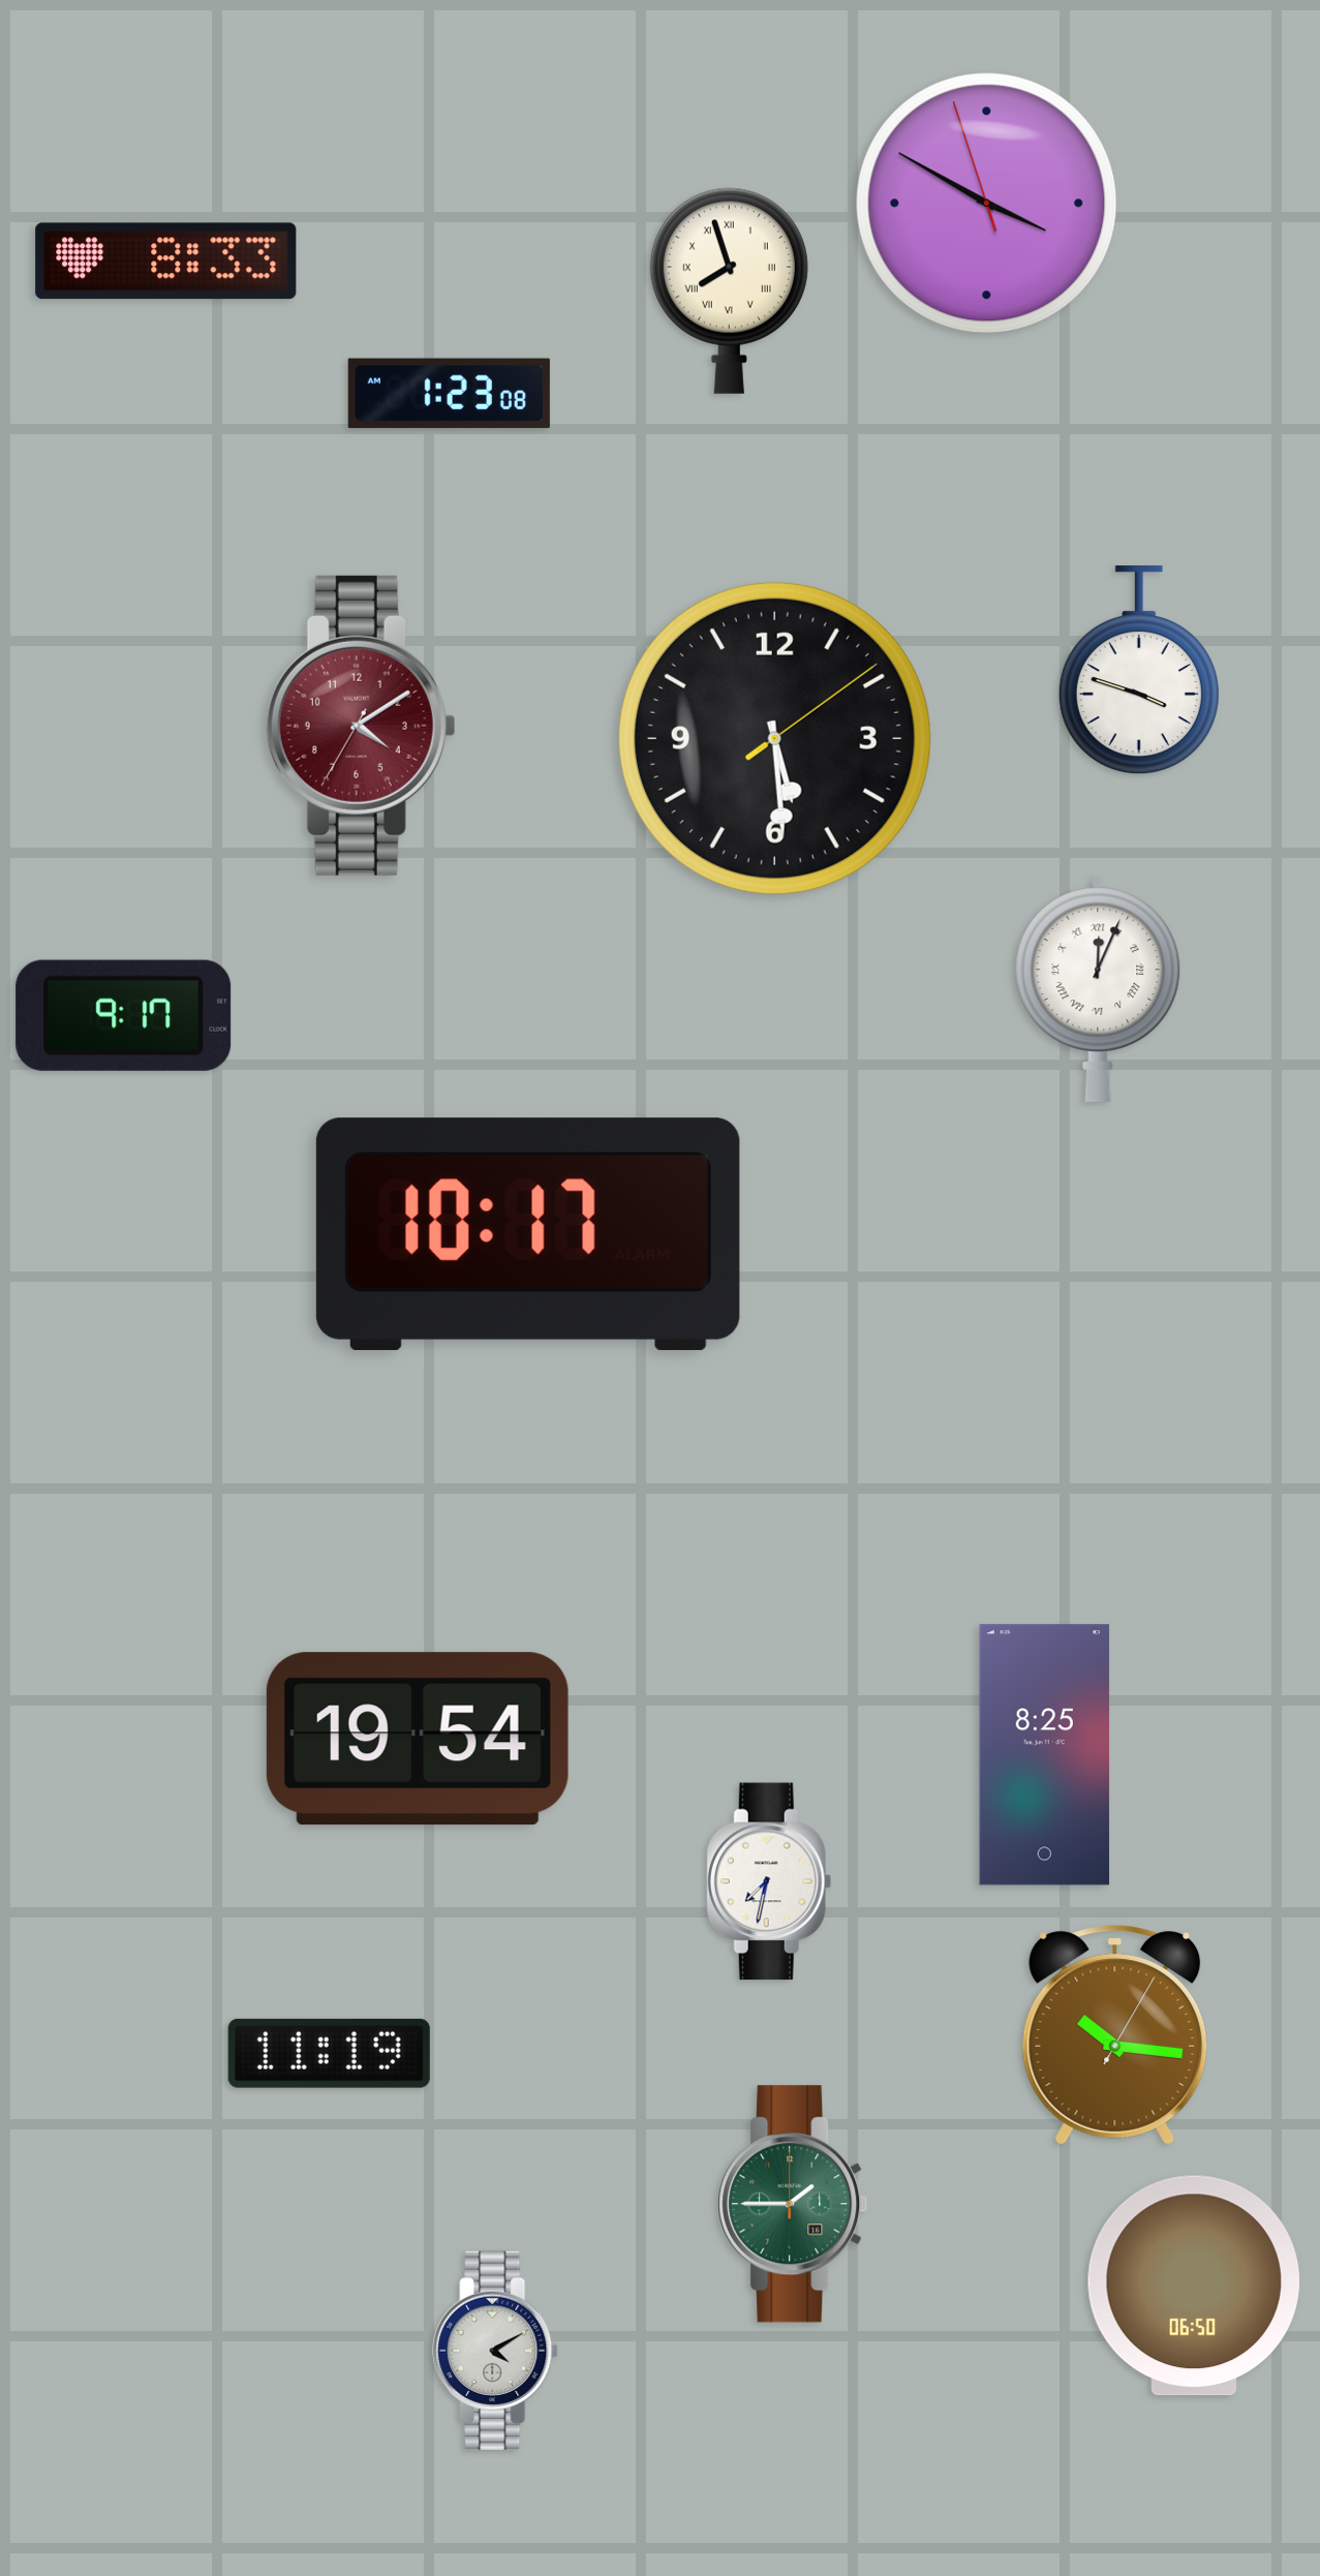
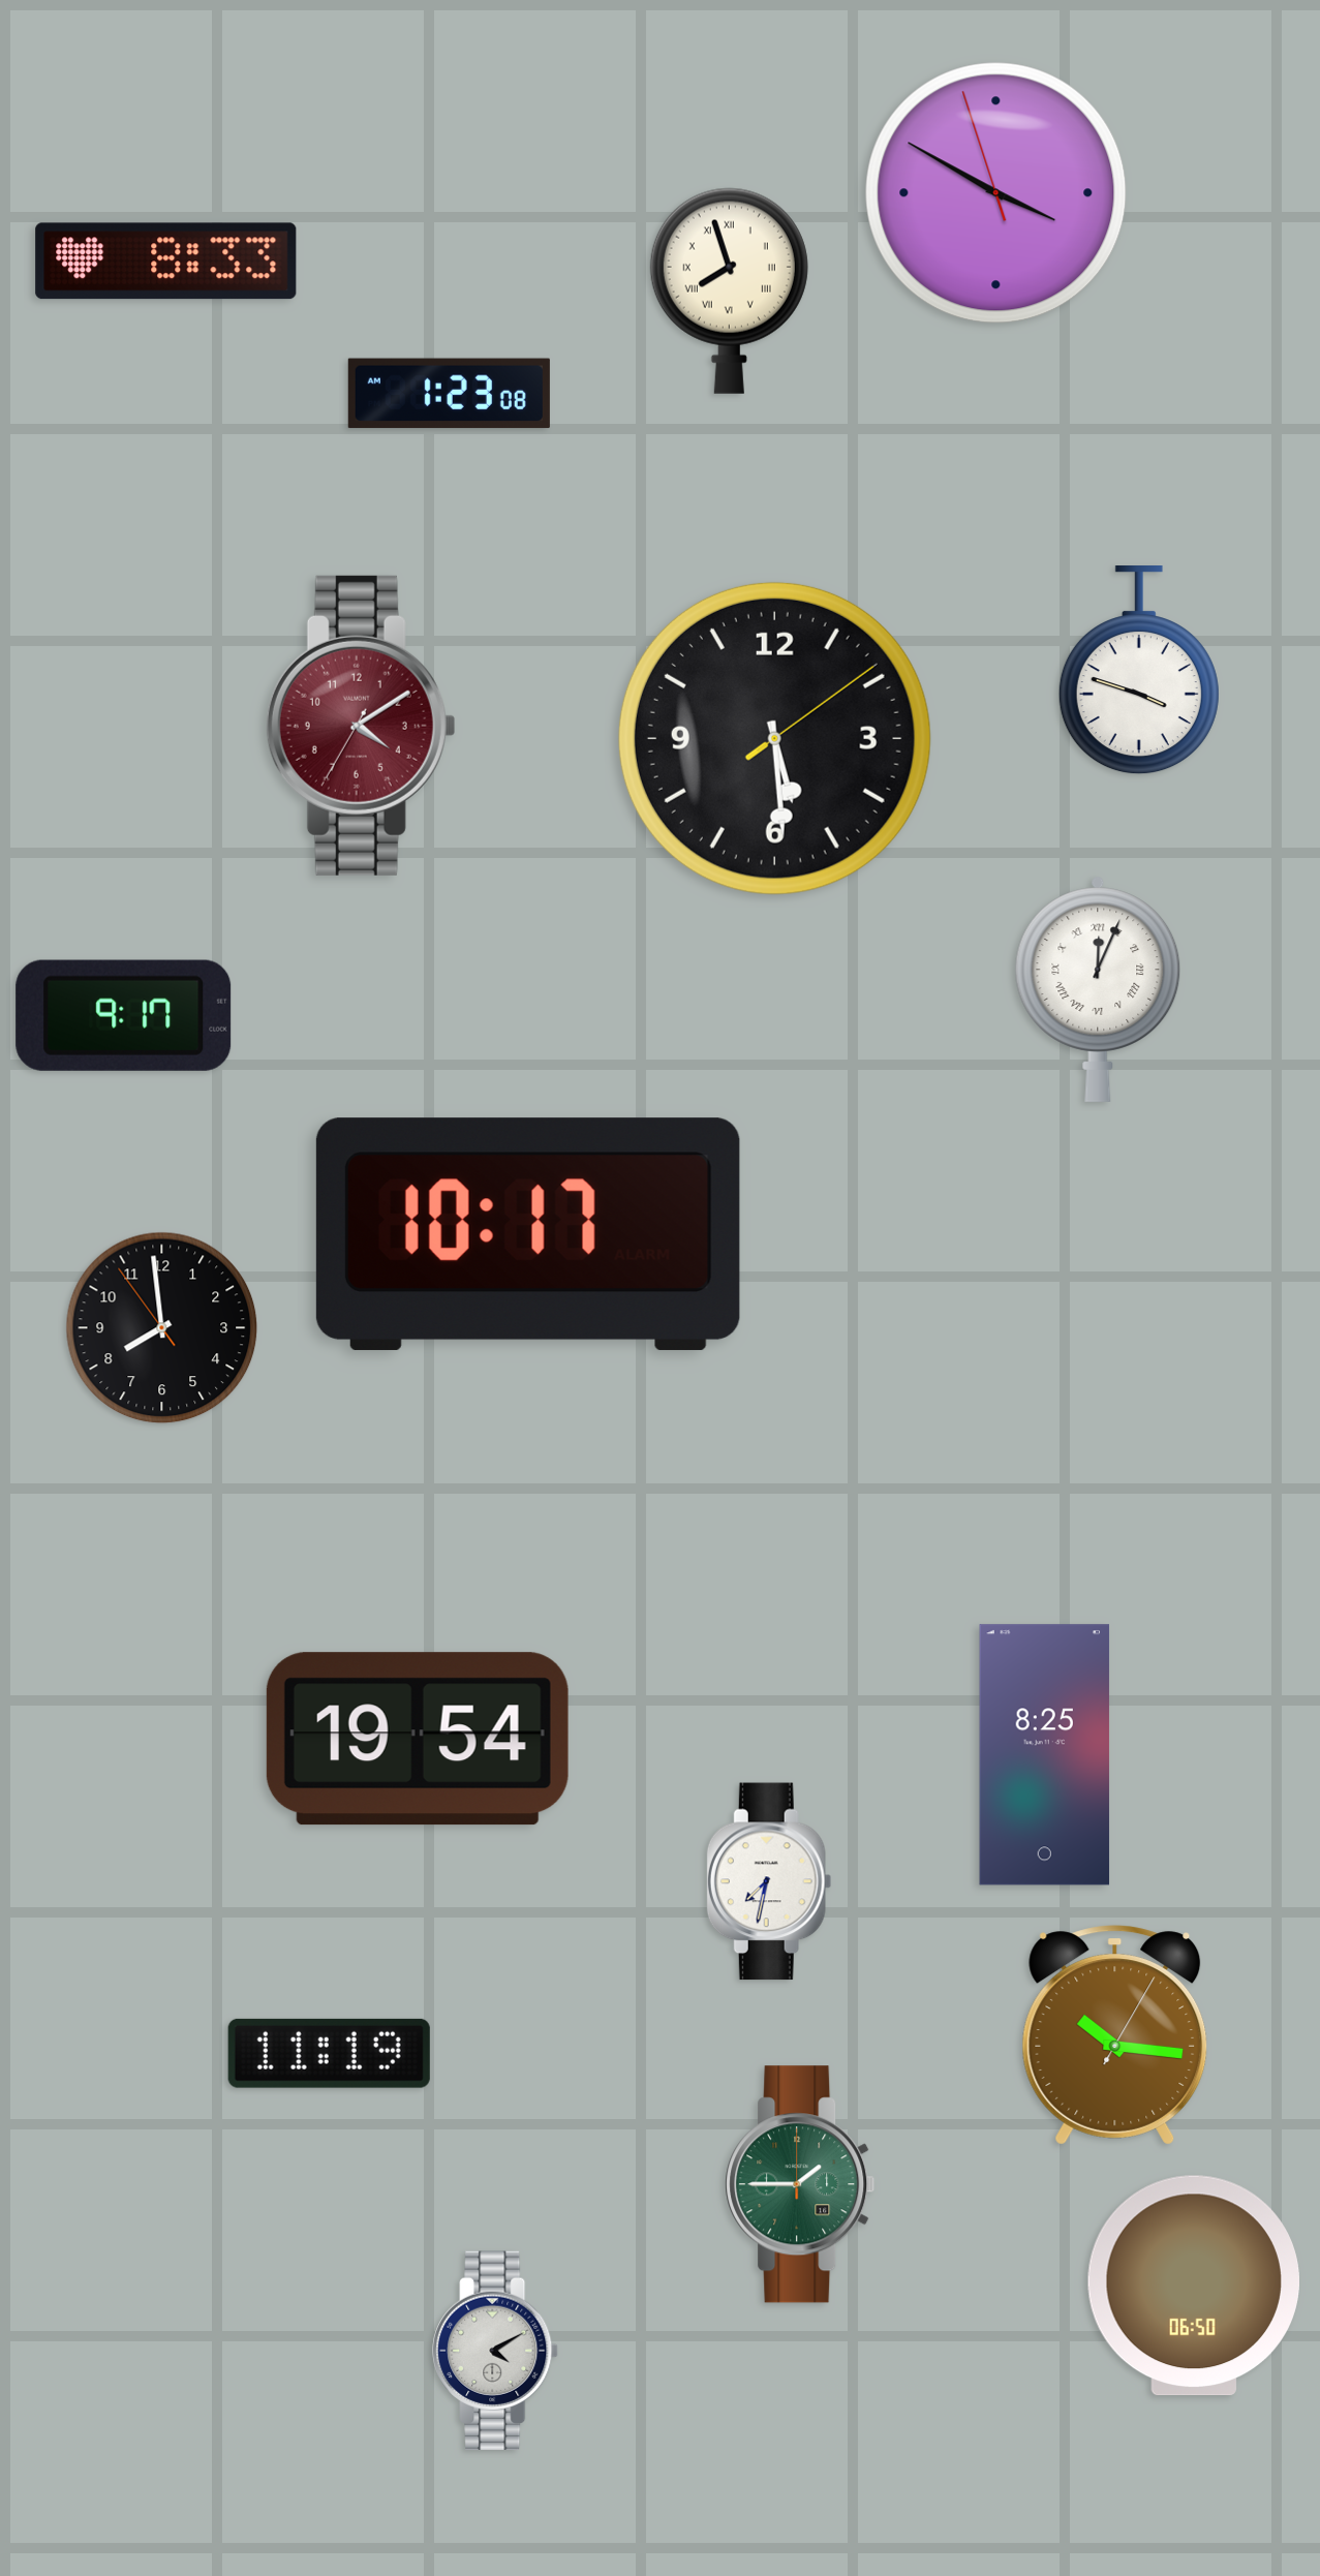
clock at (987, 204) position: (987, 204) -> (996, 193)
clock at (162, 1328): none -> 7:58
clock at (793, 2204) position: (793, 2204) -> (800, 2184)
